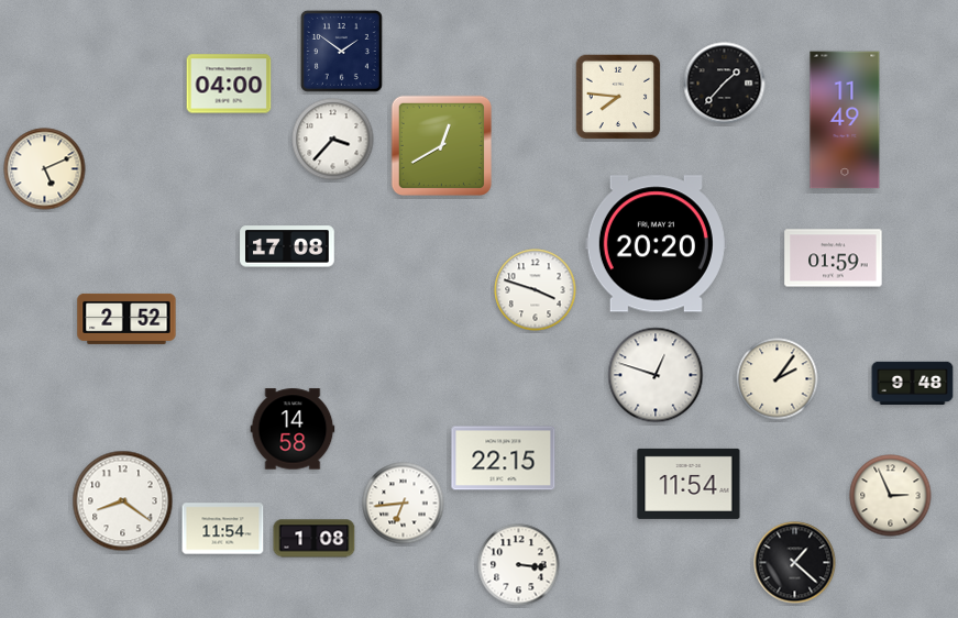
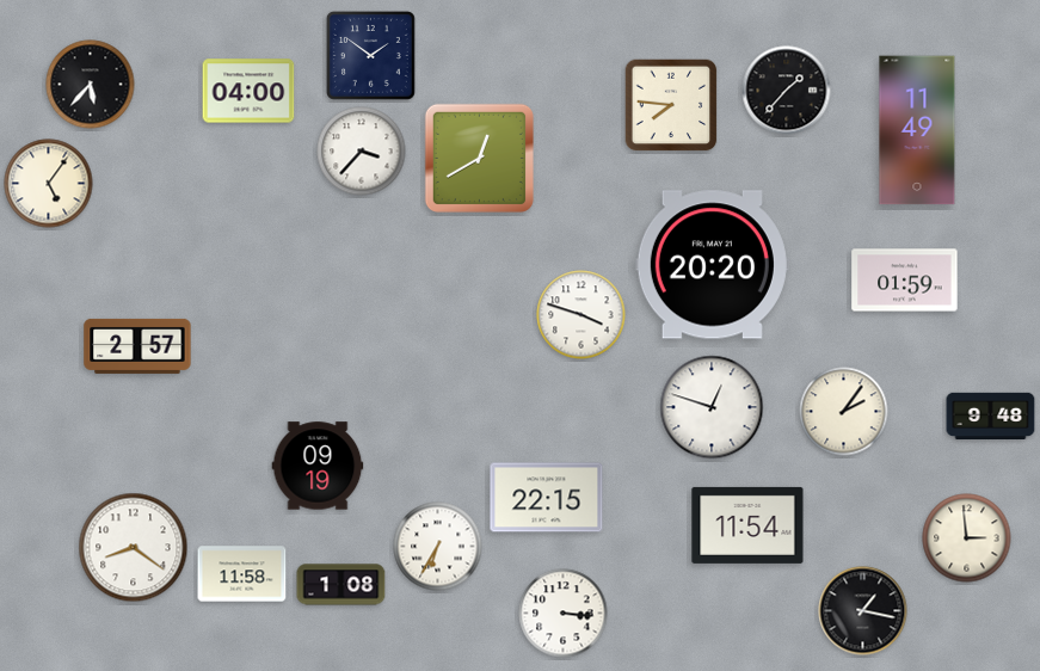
clock at (91, 85): none -> 5:37
clock at (45, 169): 5:11 -> 5:06
clock at (287, 246): 17:08 -> none
clock at (126, 319): 2:52 -> 2:57
clock at (293, 429): 14:58 -> 09:19
clock at (891, 496): 2:56 -> 2:59
clock at (123, 501) position: (123, 501) -> (134, 548)
clock at (404, 504): 6:44 -> 6:35
clock at (223, 529): 11:54 -> 11:58
clock at (795, 563): 1:22 -> 1:17
